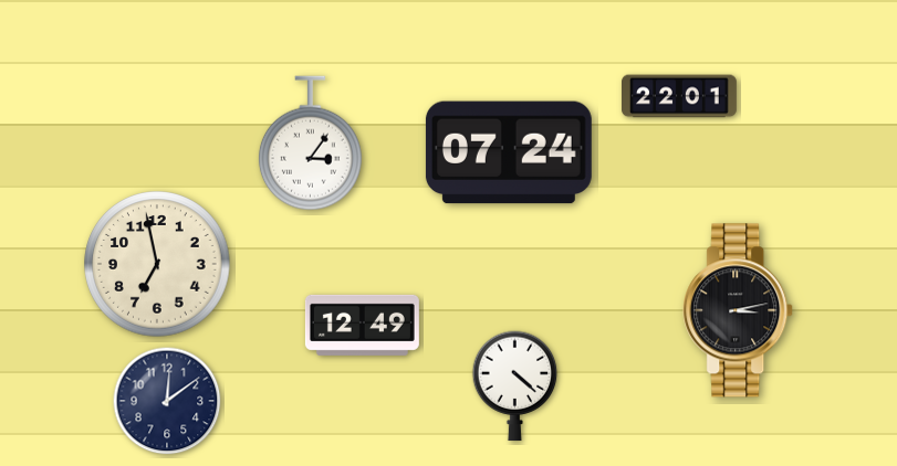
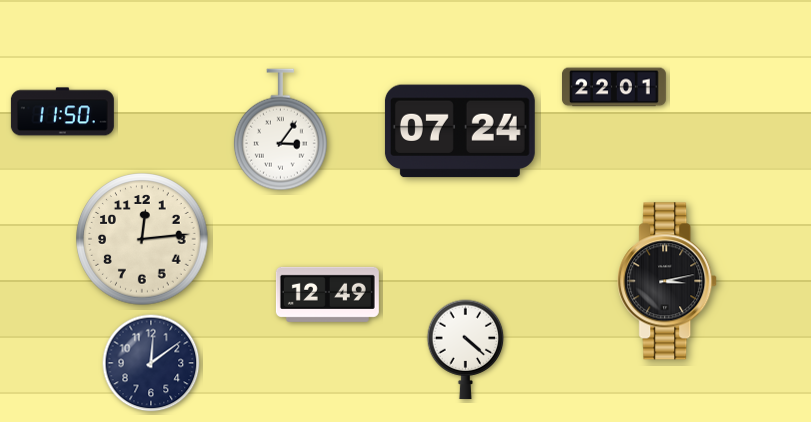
clock at (62, 112): none -> 11:50
clock at (509, 152) position: (509, 152) -> (460, 131)
clock at (157, 264): 6:58 -> 12:14
